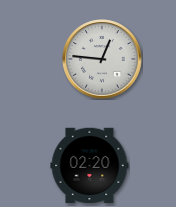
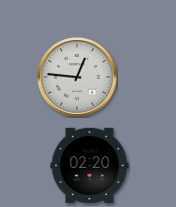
clock at (102, 59) position: (102, 59) -> (77, 77)
